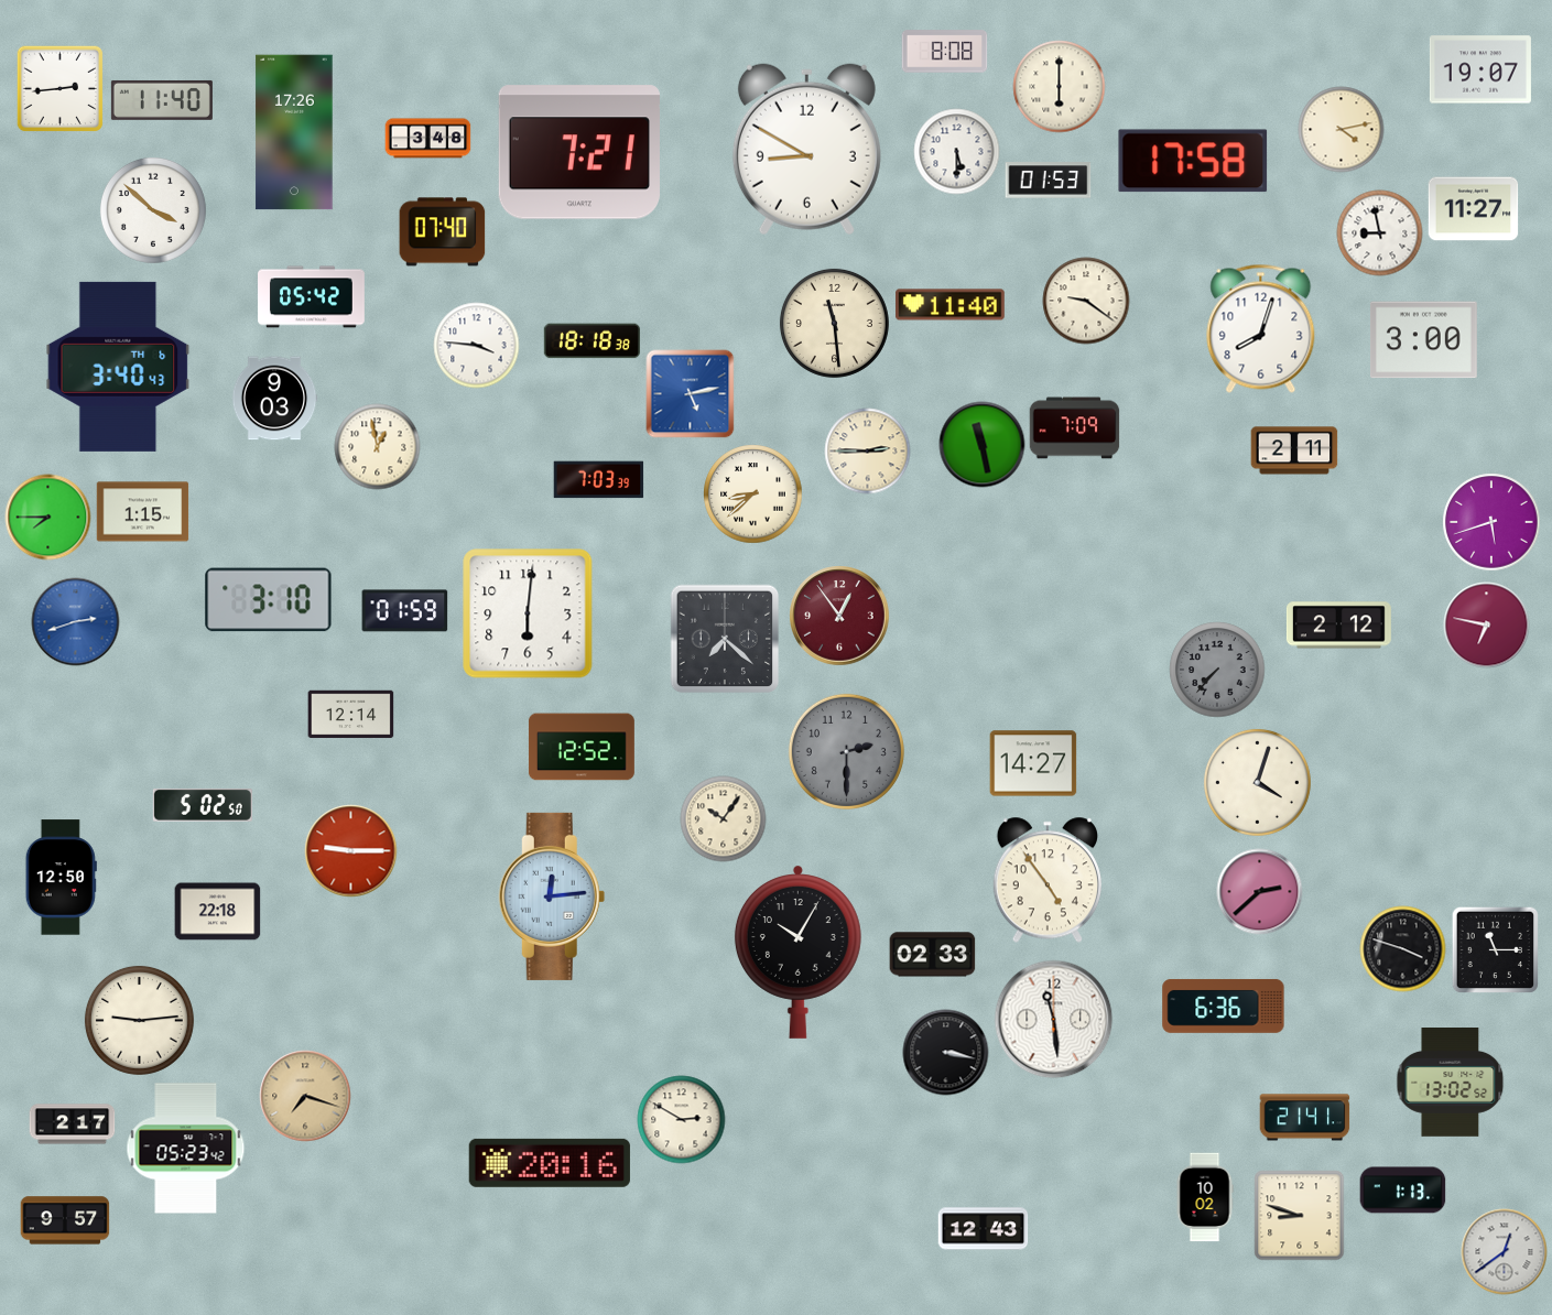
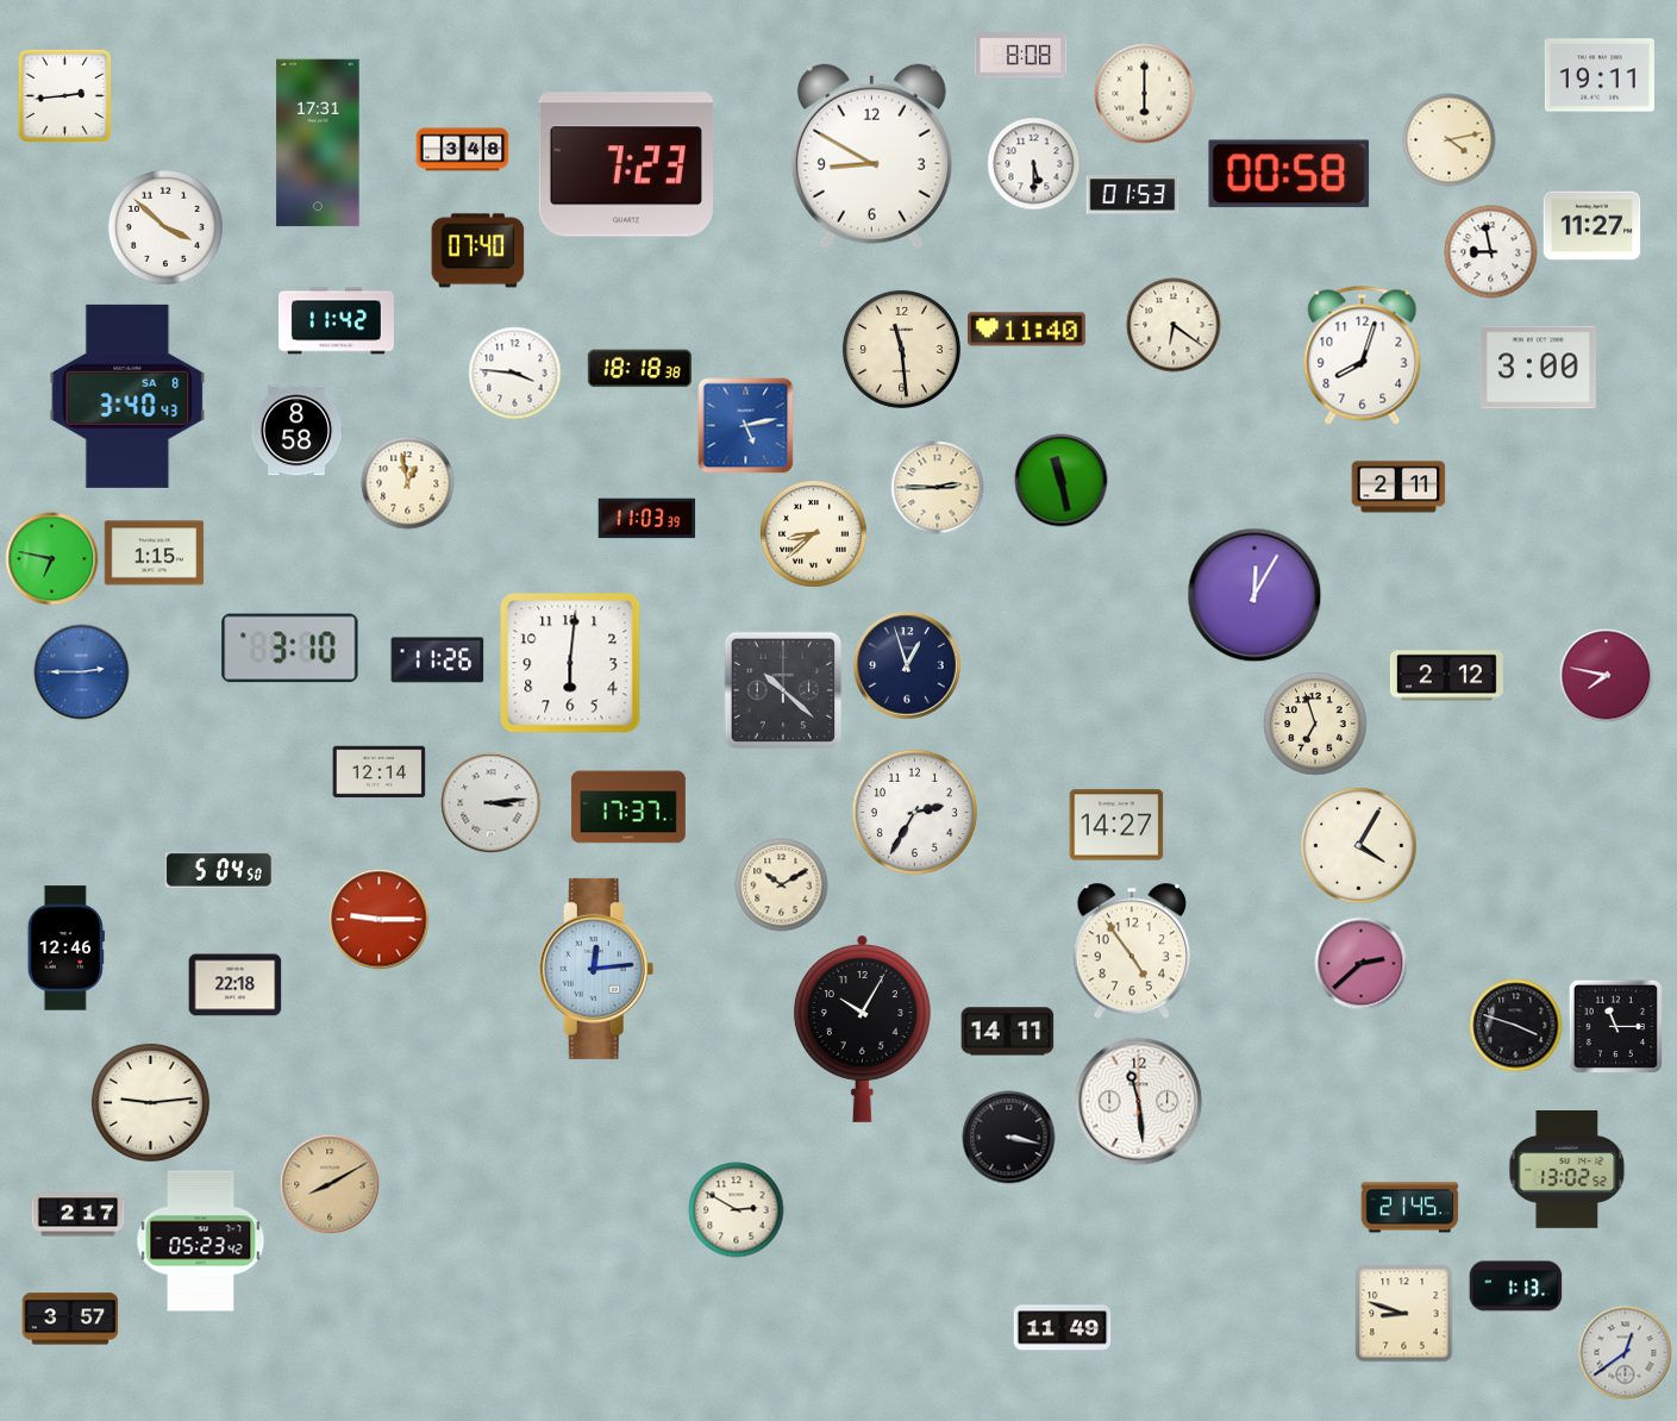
clock at (1480, 69): 19:07 -> 19:11
clock at (162, 100): 11:40 -> none
clock at (294, 132): 17:26 -> 17:31
clock at (806, 150) position: (806, 150) -> (871, 157)
clock at (579, 152): 7:21 -> 7:23
clock at (1193, 161): 17:58 -> 00:58
clock at (312, 297): 05:42 -> 11:42
clock at (1086, 301): 9:21 -> 6:21
clock at (118, 367) date: TH 6 -> SA 8
clock at (274, 399): 9:03 -> 8:58
clock at (1074, 428): 7:09 -> none
clock at (598, 480): 7:03 -> 11:03
clock at (47, 517): 7:45 -> 6:47
clock at (1491, 522): 5:42 -> none
clock at (1254, 595): none -> 12:05
clock at (404, 611): 01:59 -> 11:26
clock at (839, 616): 12:54 -> 12:57
clock at (839, 616) dial: burgundy -> navy
clock at (75, 621): 2:42 -> 2:45
clock at (1486, 624): 6:47 -> 7:47
clock at (725, 639): 7:22 -> 10:22
clock at (1217, 670): 7:37 -> 6:57
clock at (1217, 670) dial: grey -> cream
clock at (490, 802): none -> 3:14
clock at (582, 747): 12:52 -> 17:37
clock at (846, 751): 2:30 -> 2:35
clock at (846, 751) dial: grey -> white
clock at (1257, 782): 4:03 -> 4:05
clock at (203, 806): 5:02 -> 5:04
clock at (723, 818): 10:06 -> 10:10
clock at (61, 878): 12:50 -> 12:46
clock at (932, 955): 02:33 -> 14:11
clock at (1224, 1006): 6:36 -> none
clock at (945, 1052) position: (945, 1052) -> (1008, 1137)
clock at (305, 1096): 7:18 -> 8:10
clock at (1304, 1118): 21:41 -> 21:45
clock at (550, 1163): 20:16 -> none
clock at (1205, 1197): 10:02 -> none
clock at (65, 1220): 9:57 -> 3:57
clock at (983, 1229): 12:43 -> 11:49
